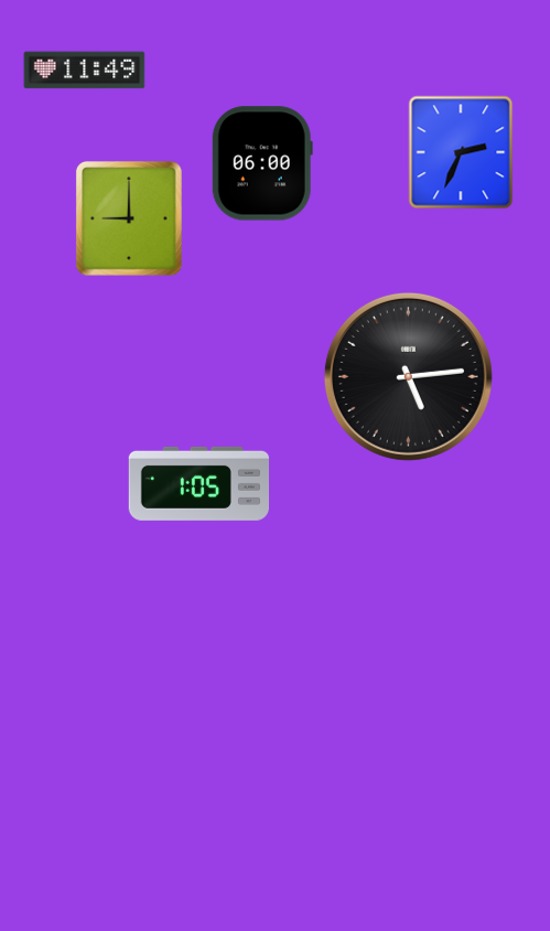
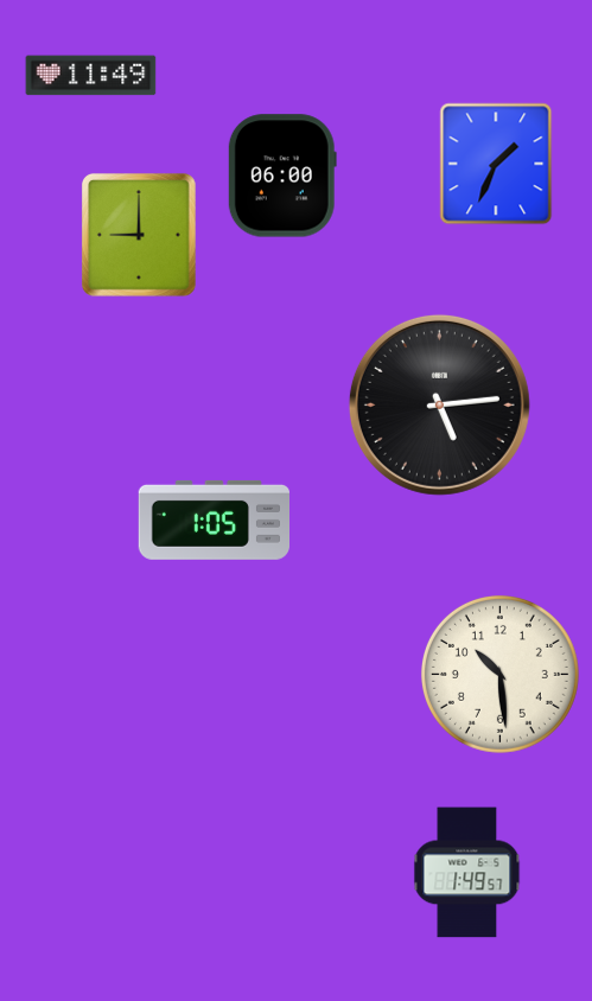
clock at (461, 152): 2:34 -> 1:34
clock at (499, 674): none -> 10:29
clock at (467, 873): none -> 1:49
